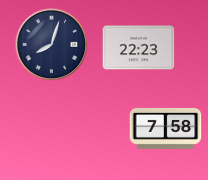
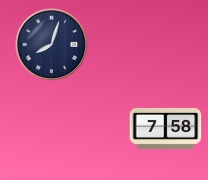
clock at (139, 48): 22:23 -> none
